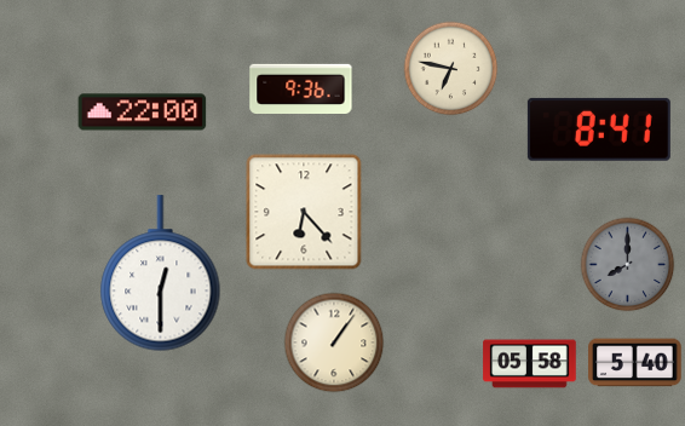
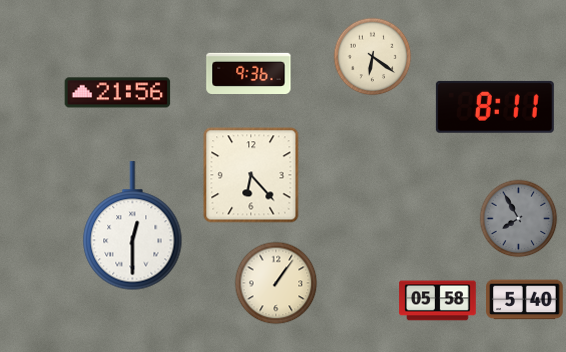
clock at (450, 68): 6:47 -> 6:21
clock at (143, 113): 22:00 -> 21:56
clock at (599, 129): 8:41 -> 8:11
clock at (627, 264): 8:00 -> 7:55
